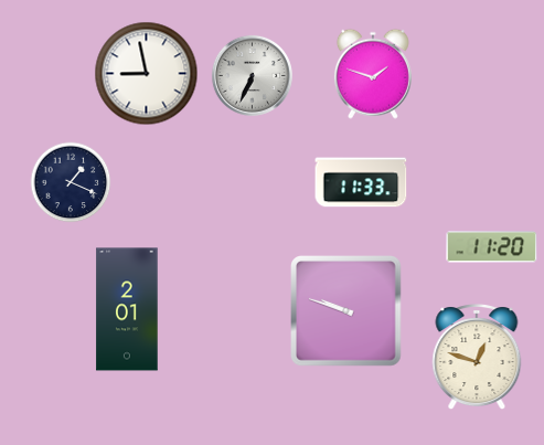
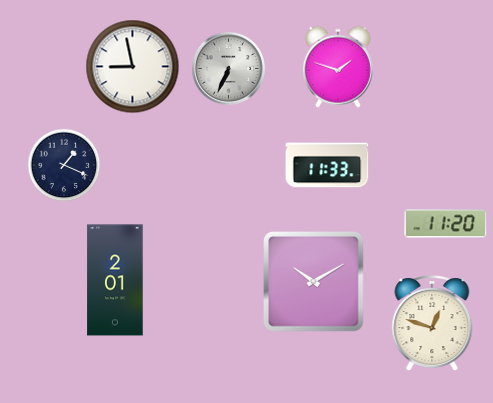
clock at (346, 311): 9:48 -> 10:10
